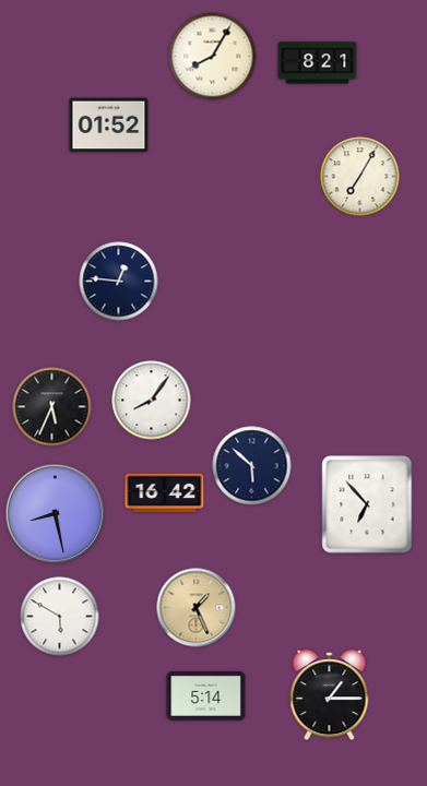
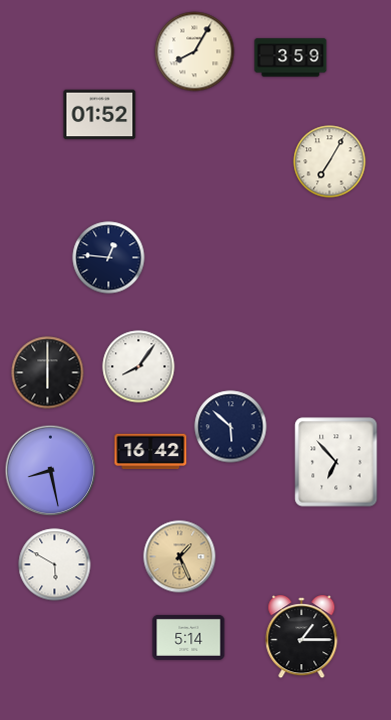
clock at (318, 63): 8:21 -> 3:59
clock at (52, 407): 5:34 -> 6:00
